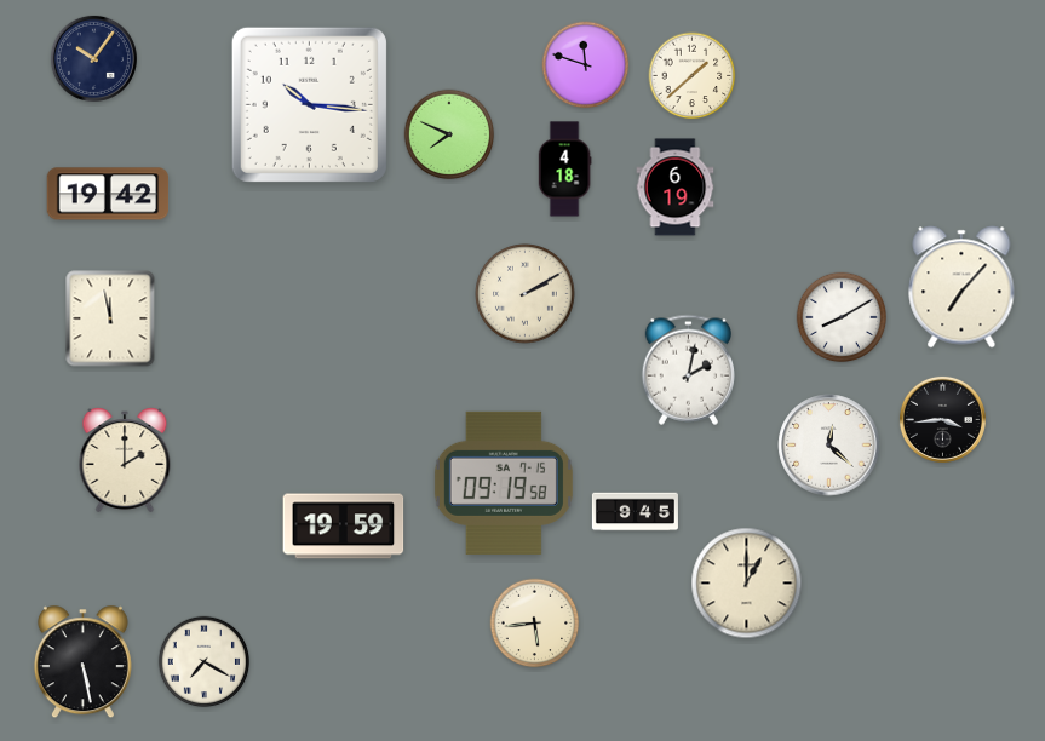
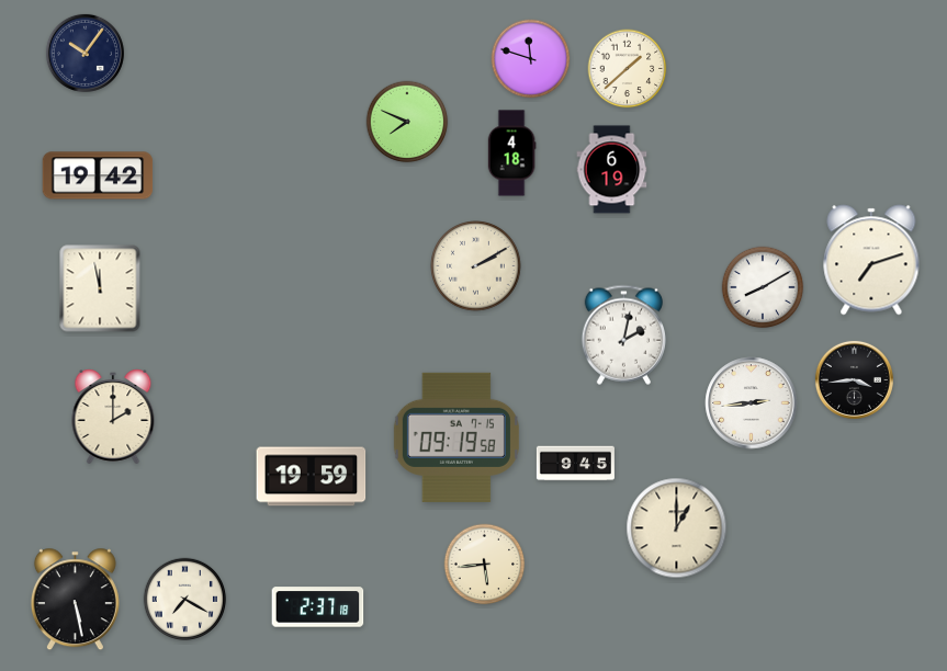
clock at (309, 104): 10:16 -> none
clock at (961, 287): 7:07 -> 7:12
clock at (829, 446): 12:22 -> 2:44
clock at (318, 607): none -> 2:37
